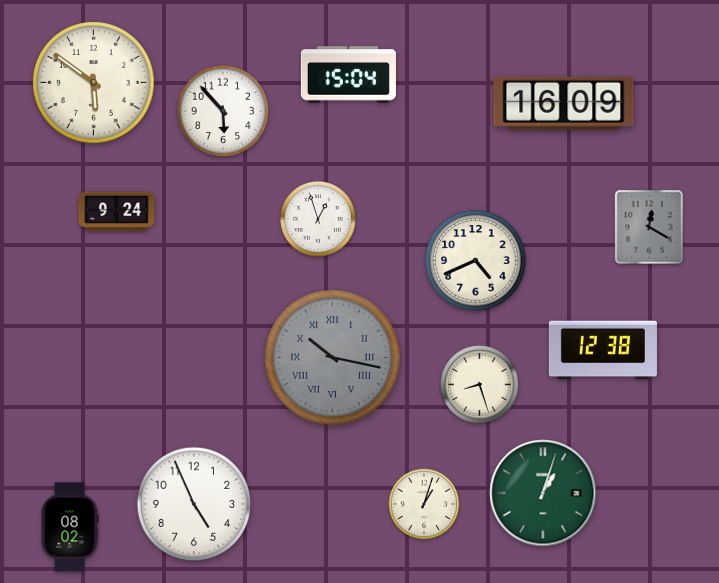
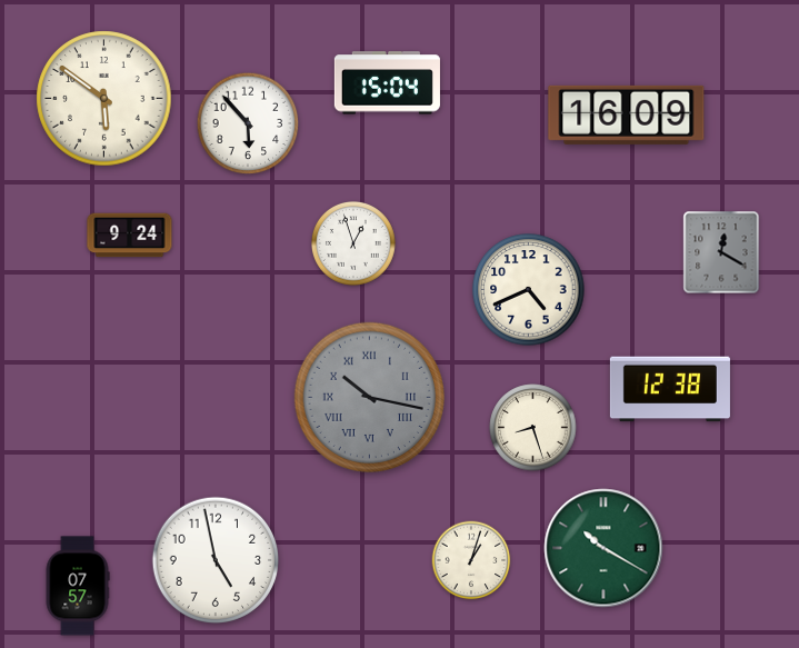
clock at (94, 83) position: (94, 83) -> (104, 99)
clock at (543, 493): 1:03 -> 10:20
clock at (194, 504): 4:56 -> 4:58
clock at (70, 527): 08:02 -> 07:57
